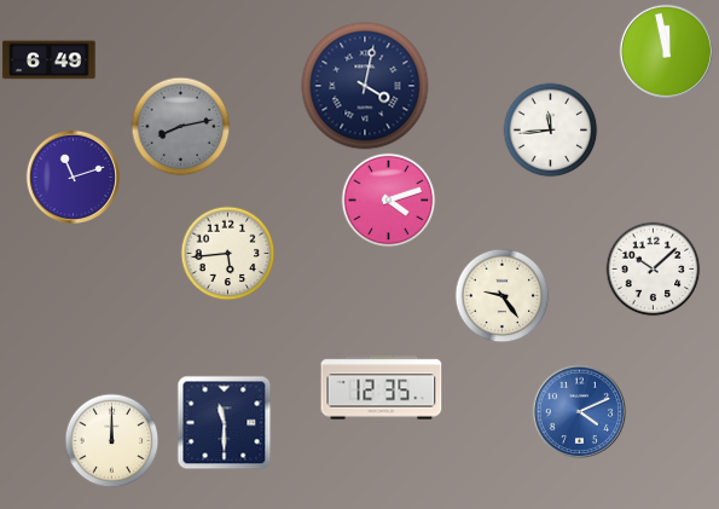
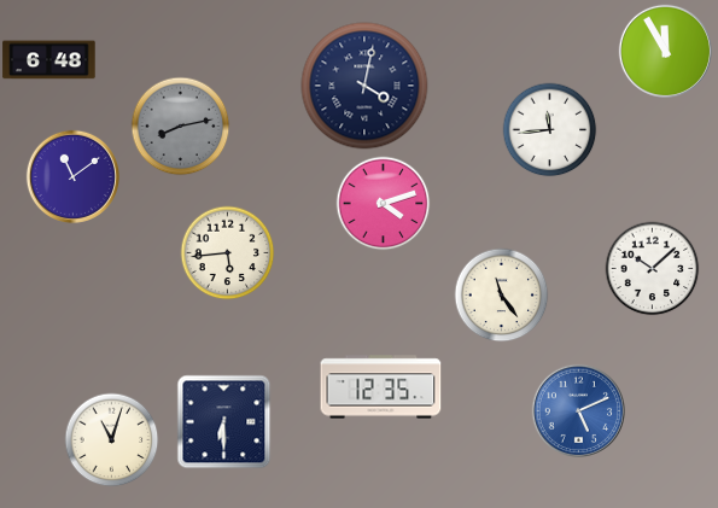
clock at (666, 51): 11:58 -> 11:55
clock at (50, 60): 6:49 -> 6:48
clock at (73, 177): 11:12 -> 11:09
clock at (388, 199) position: (388, 199) -> (383, 203)
clock at (501, 295): 9:24 -> 11:24
clock at (579, 411): 4:11 -> 5:11
clock at (224, 422): 11:30 -> 6:30
clock at (111, 440): 12:00 -> 11:03
